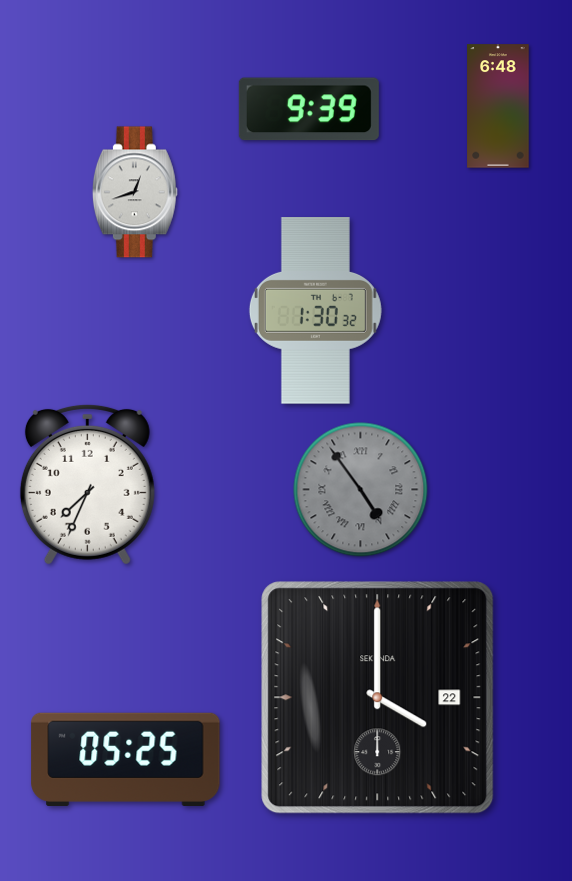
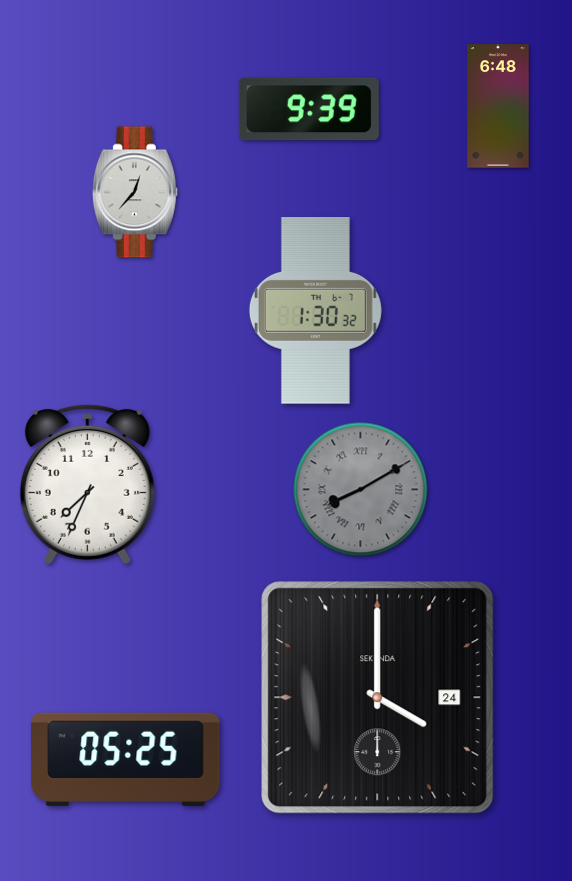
clock at (135, 192): 12:42 -> 12:37
clock at (361, 490): 4:54 -> 8:10
clock at (378, 698) date: 22 -> 24
